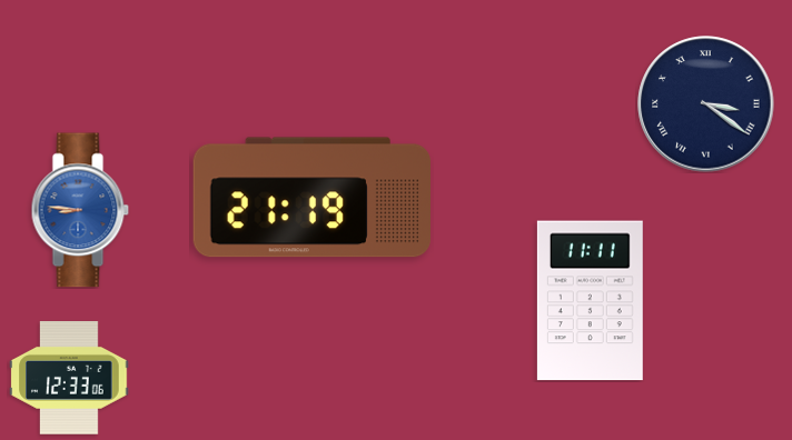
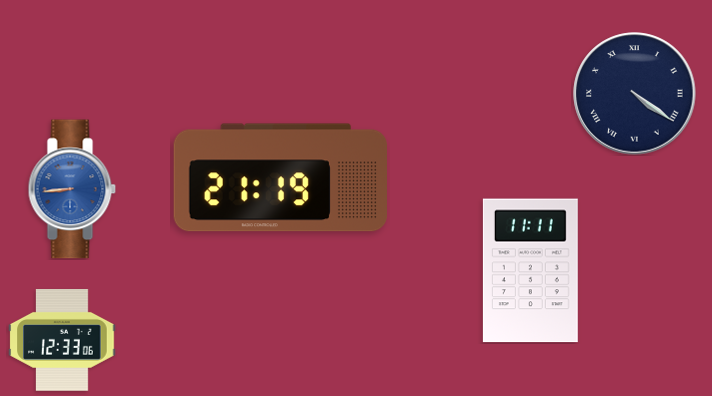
clock at (706, 104): 3:21 -> 4:21
clock at (80, 210): 8:46 -> 8:44
